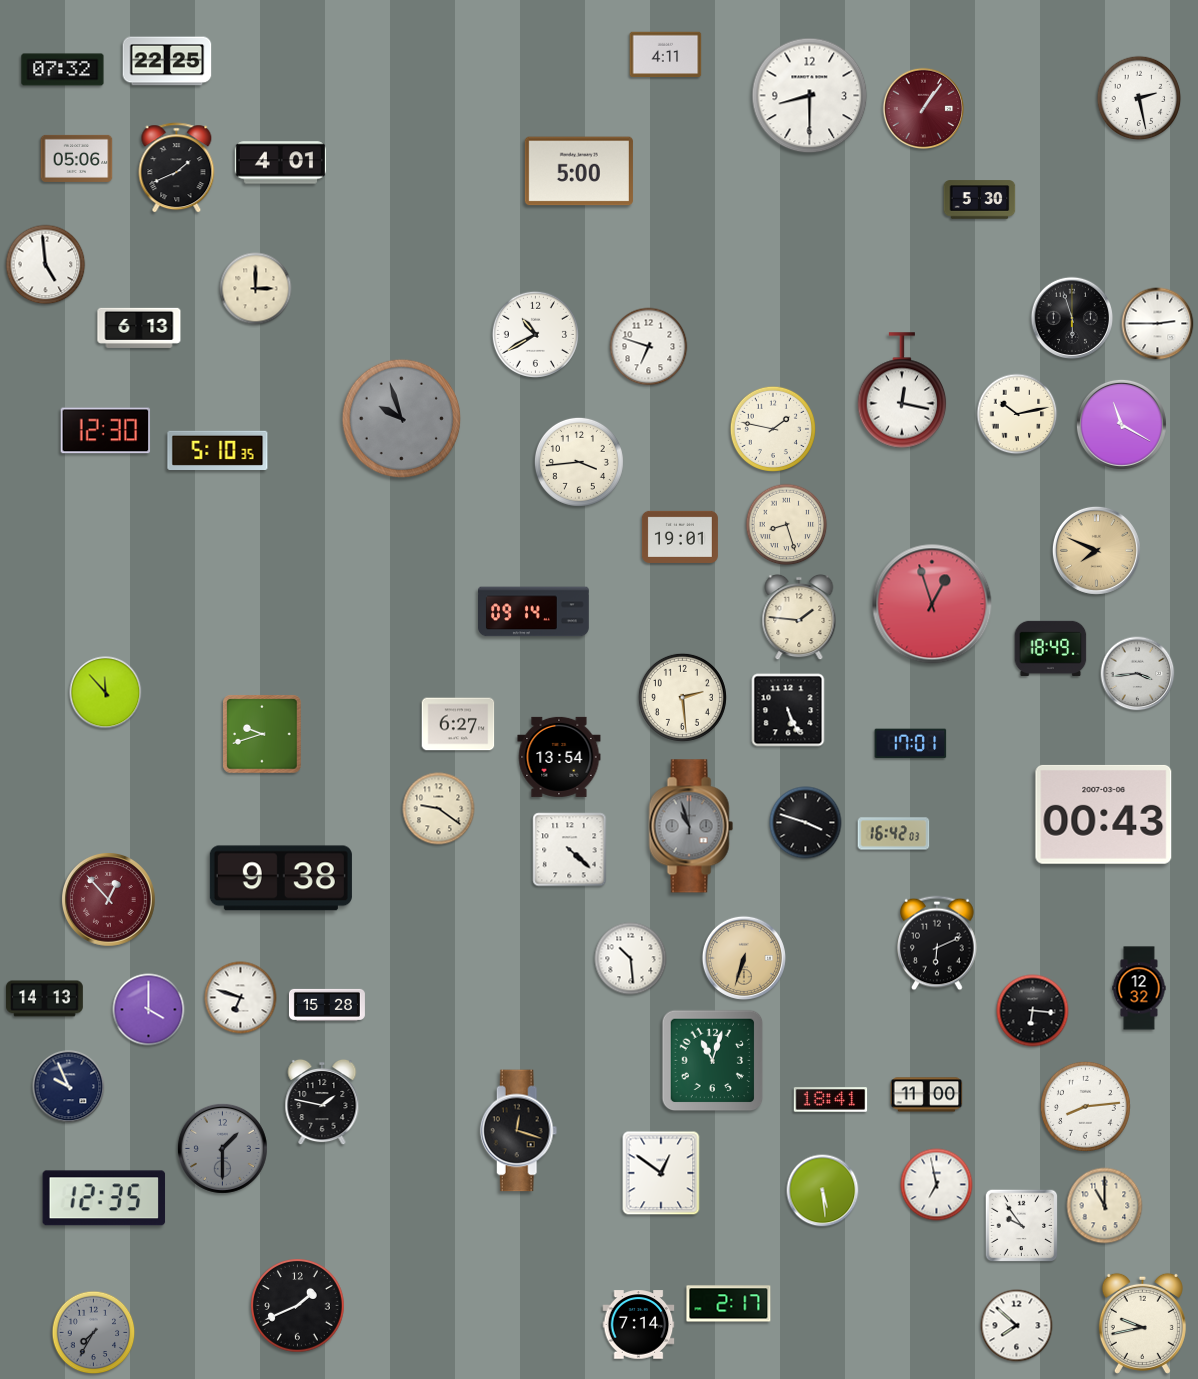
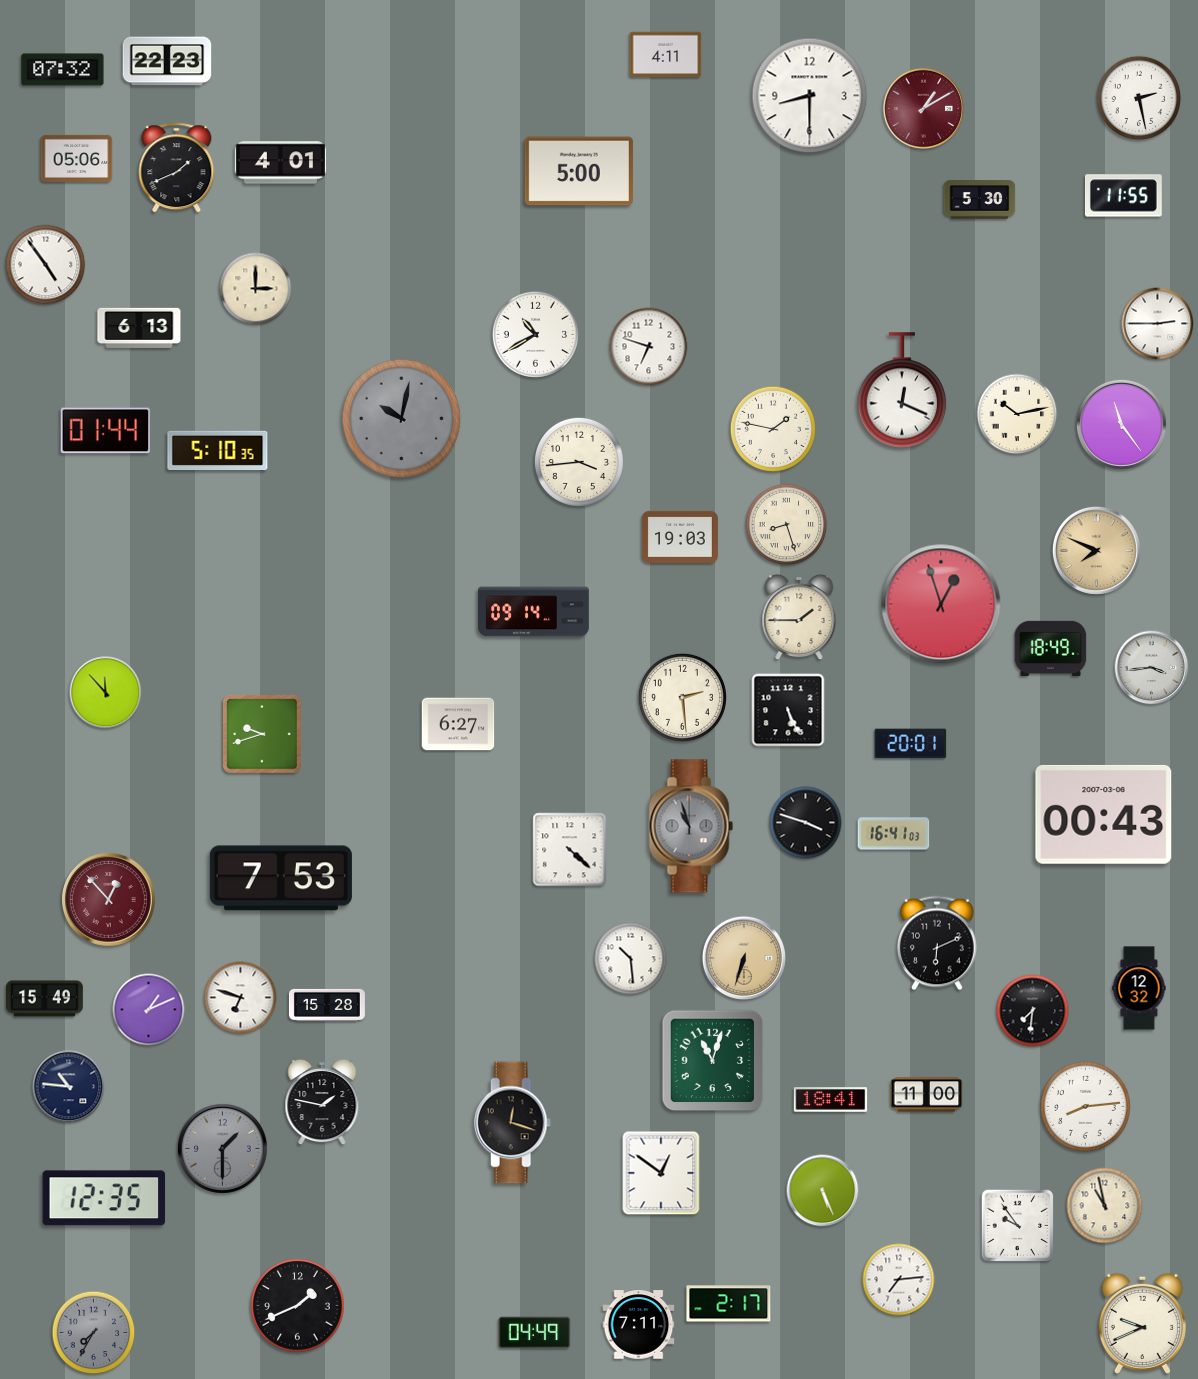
clock at (167, 61): 22:25 -> 22:23
clock at (924, 109): 1:06 -> 1:10
clock at (1123, 196): none -> 11:55
clock at (46, 265): 4:59 -> 4:54
clock at (1072, 318): 5:57 -> none
clock at (902, 390): 12:17 -> 12:19
clock at (402, 419): 9:57 -> 10:02
clock at (1121, 424): 11:20 -> 11:24
clock at (106, 431): 12:30 -> 01:44
clock at (680, 537): 19:01 -> 19:03
clock at (932, 604) position: (932, 604) -> (941, 604)
clock at (799, 617): 1:46 -> 1:45
clock at (1138, 674) position: (1138, 674) -> (1152, 668)
clock at (911, 744): 17:01 -> 20:01
clock at (559, 757): 13:54 -> none
clock at (439, 809): 9:21 -> none
clock at (894, 834): 16:42 -> 16:41
clock at (281, 878): 9:38 -> 7:53
clock at (45, 999): 14:13 -> 15:49
clock at (149, 1010): 4:00 -> 1:11
clock at (1033, 1011): 6:16 -> 7:31
clock at (69, 1087): 9:56 -> 10:46
clock at (519, 1131) position: (519, 1131) -> (513, 1123)
clock at (937, 1185): 6:58 -> none
clock at (823, 1191): 5:29 -> 5:26
clock at (1105, 1206): 11:00 -> 10:58
clock at (1022, 1226) position: (1022, 1226) -> (1018, 1226)
clock at (899, 1280): none -> 7:14
clock at (1142, 1323): 9:43 -> 9:41
clock at (639, 1325): 7:14 -> 7:11
clock at (1017, 1326): 7:52 -> none
clock at (535, 1333): none -> 04:49
